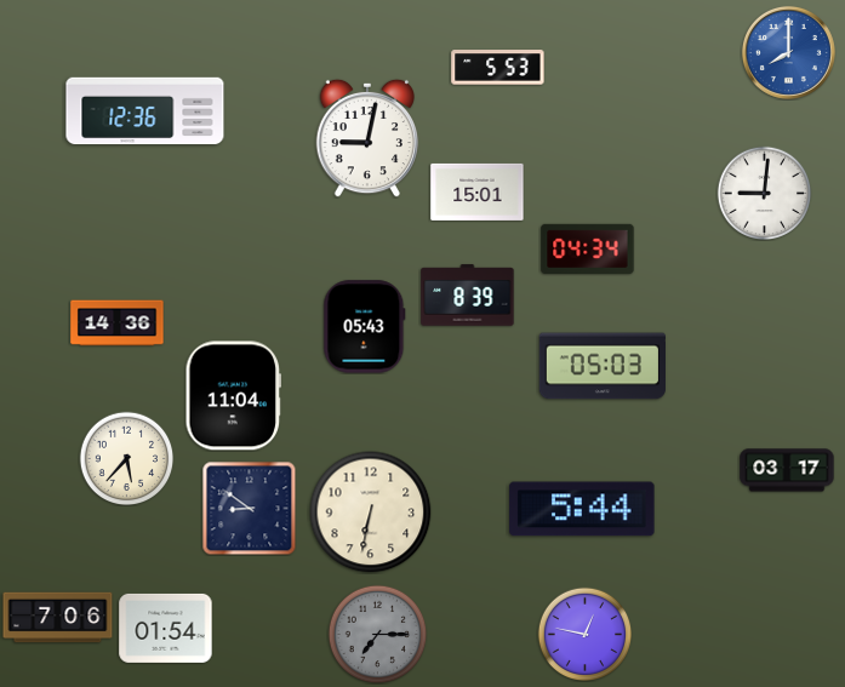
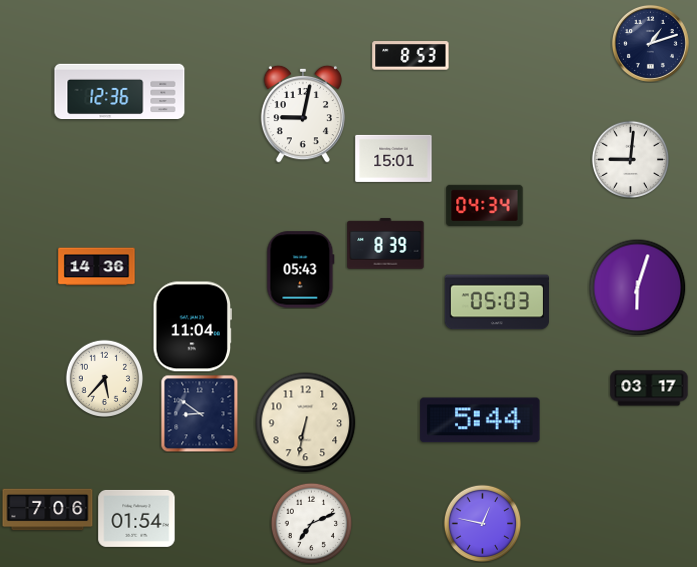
clock at (788, 52): 8:00 -> 1:12
clock at (788, 52) dial: blue -> navy
clock at (498, 68): 5:53 -> 8:53
clock at (637, 287): none -> 6:03
clock at (249, 508) position: (249, 508) -> (199, 413)
clock at (377, 634): 7:15 -> 7:11
clock at (377, 634) dial: grey -> white
